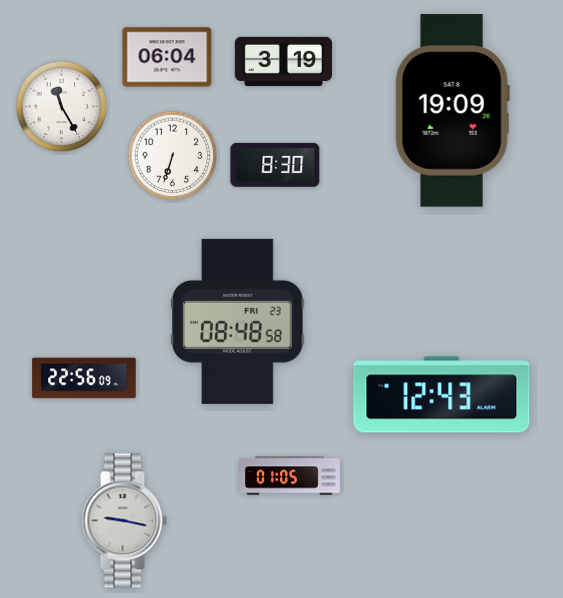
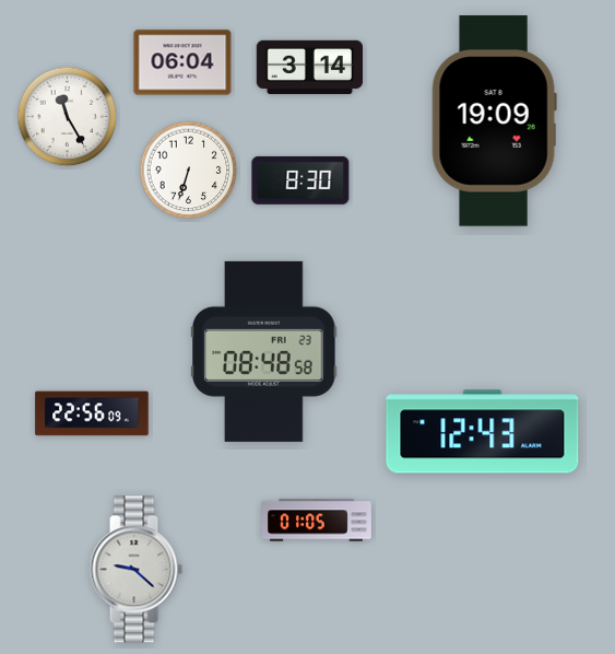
clock at (283, 61): 3:19 -> 3:14
clock at (238, 321) position: (238, 321) -> (264, 351)
clock at (124, 521): 9:17 -> 9:22
